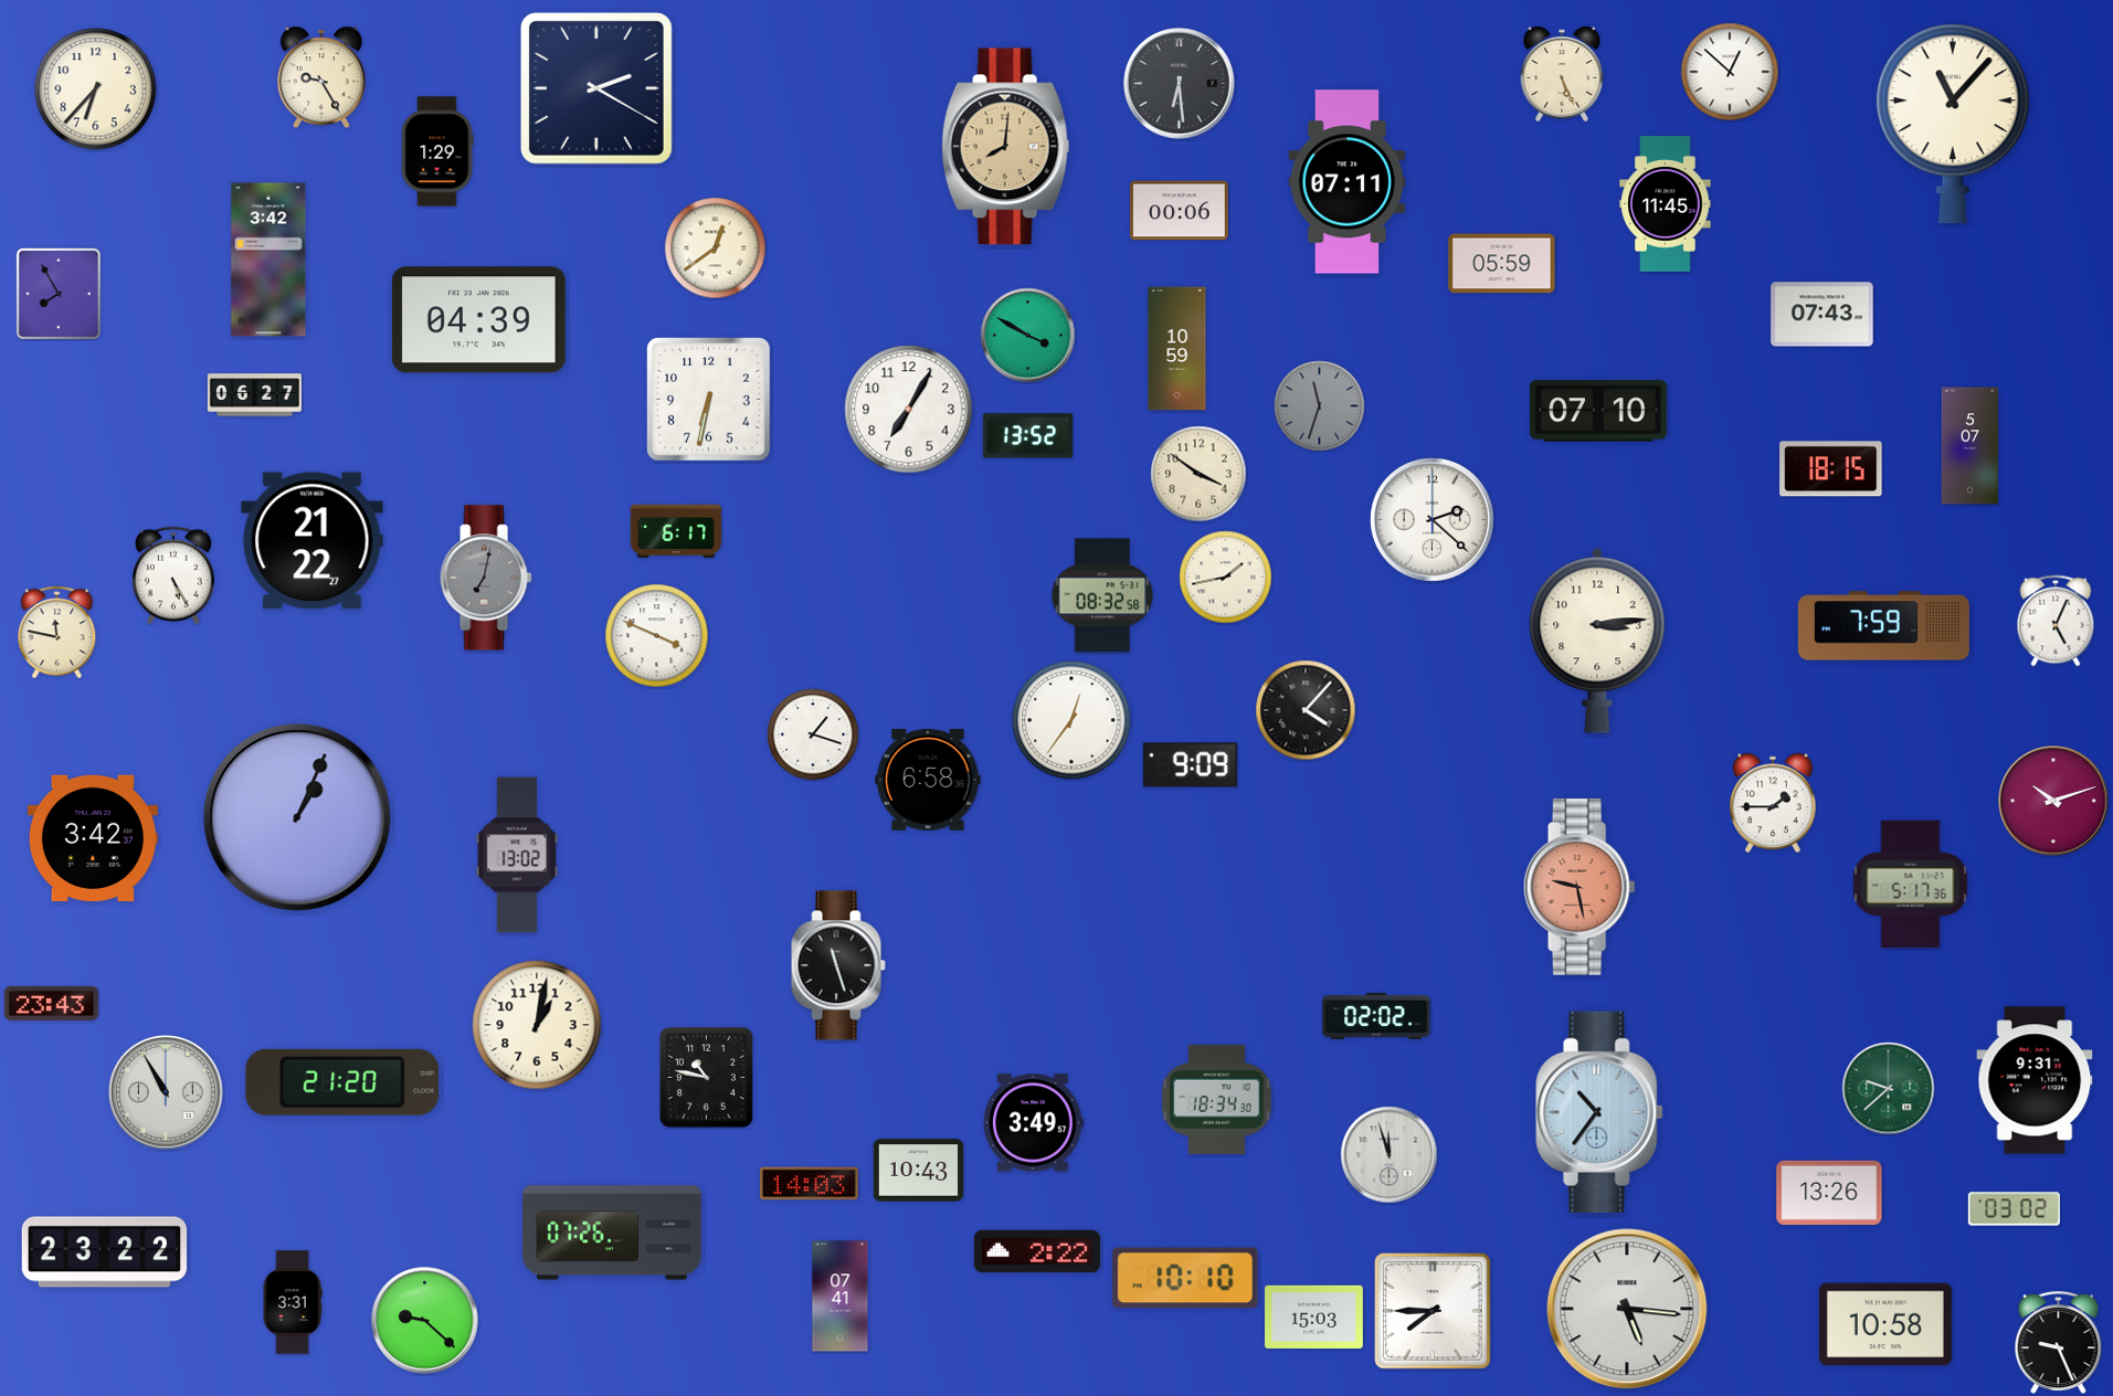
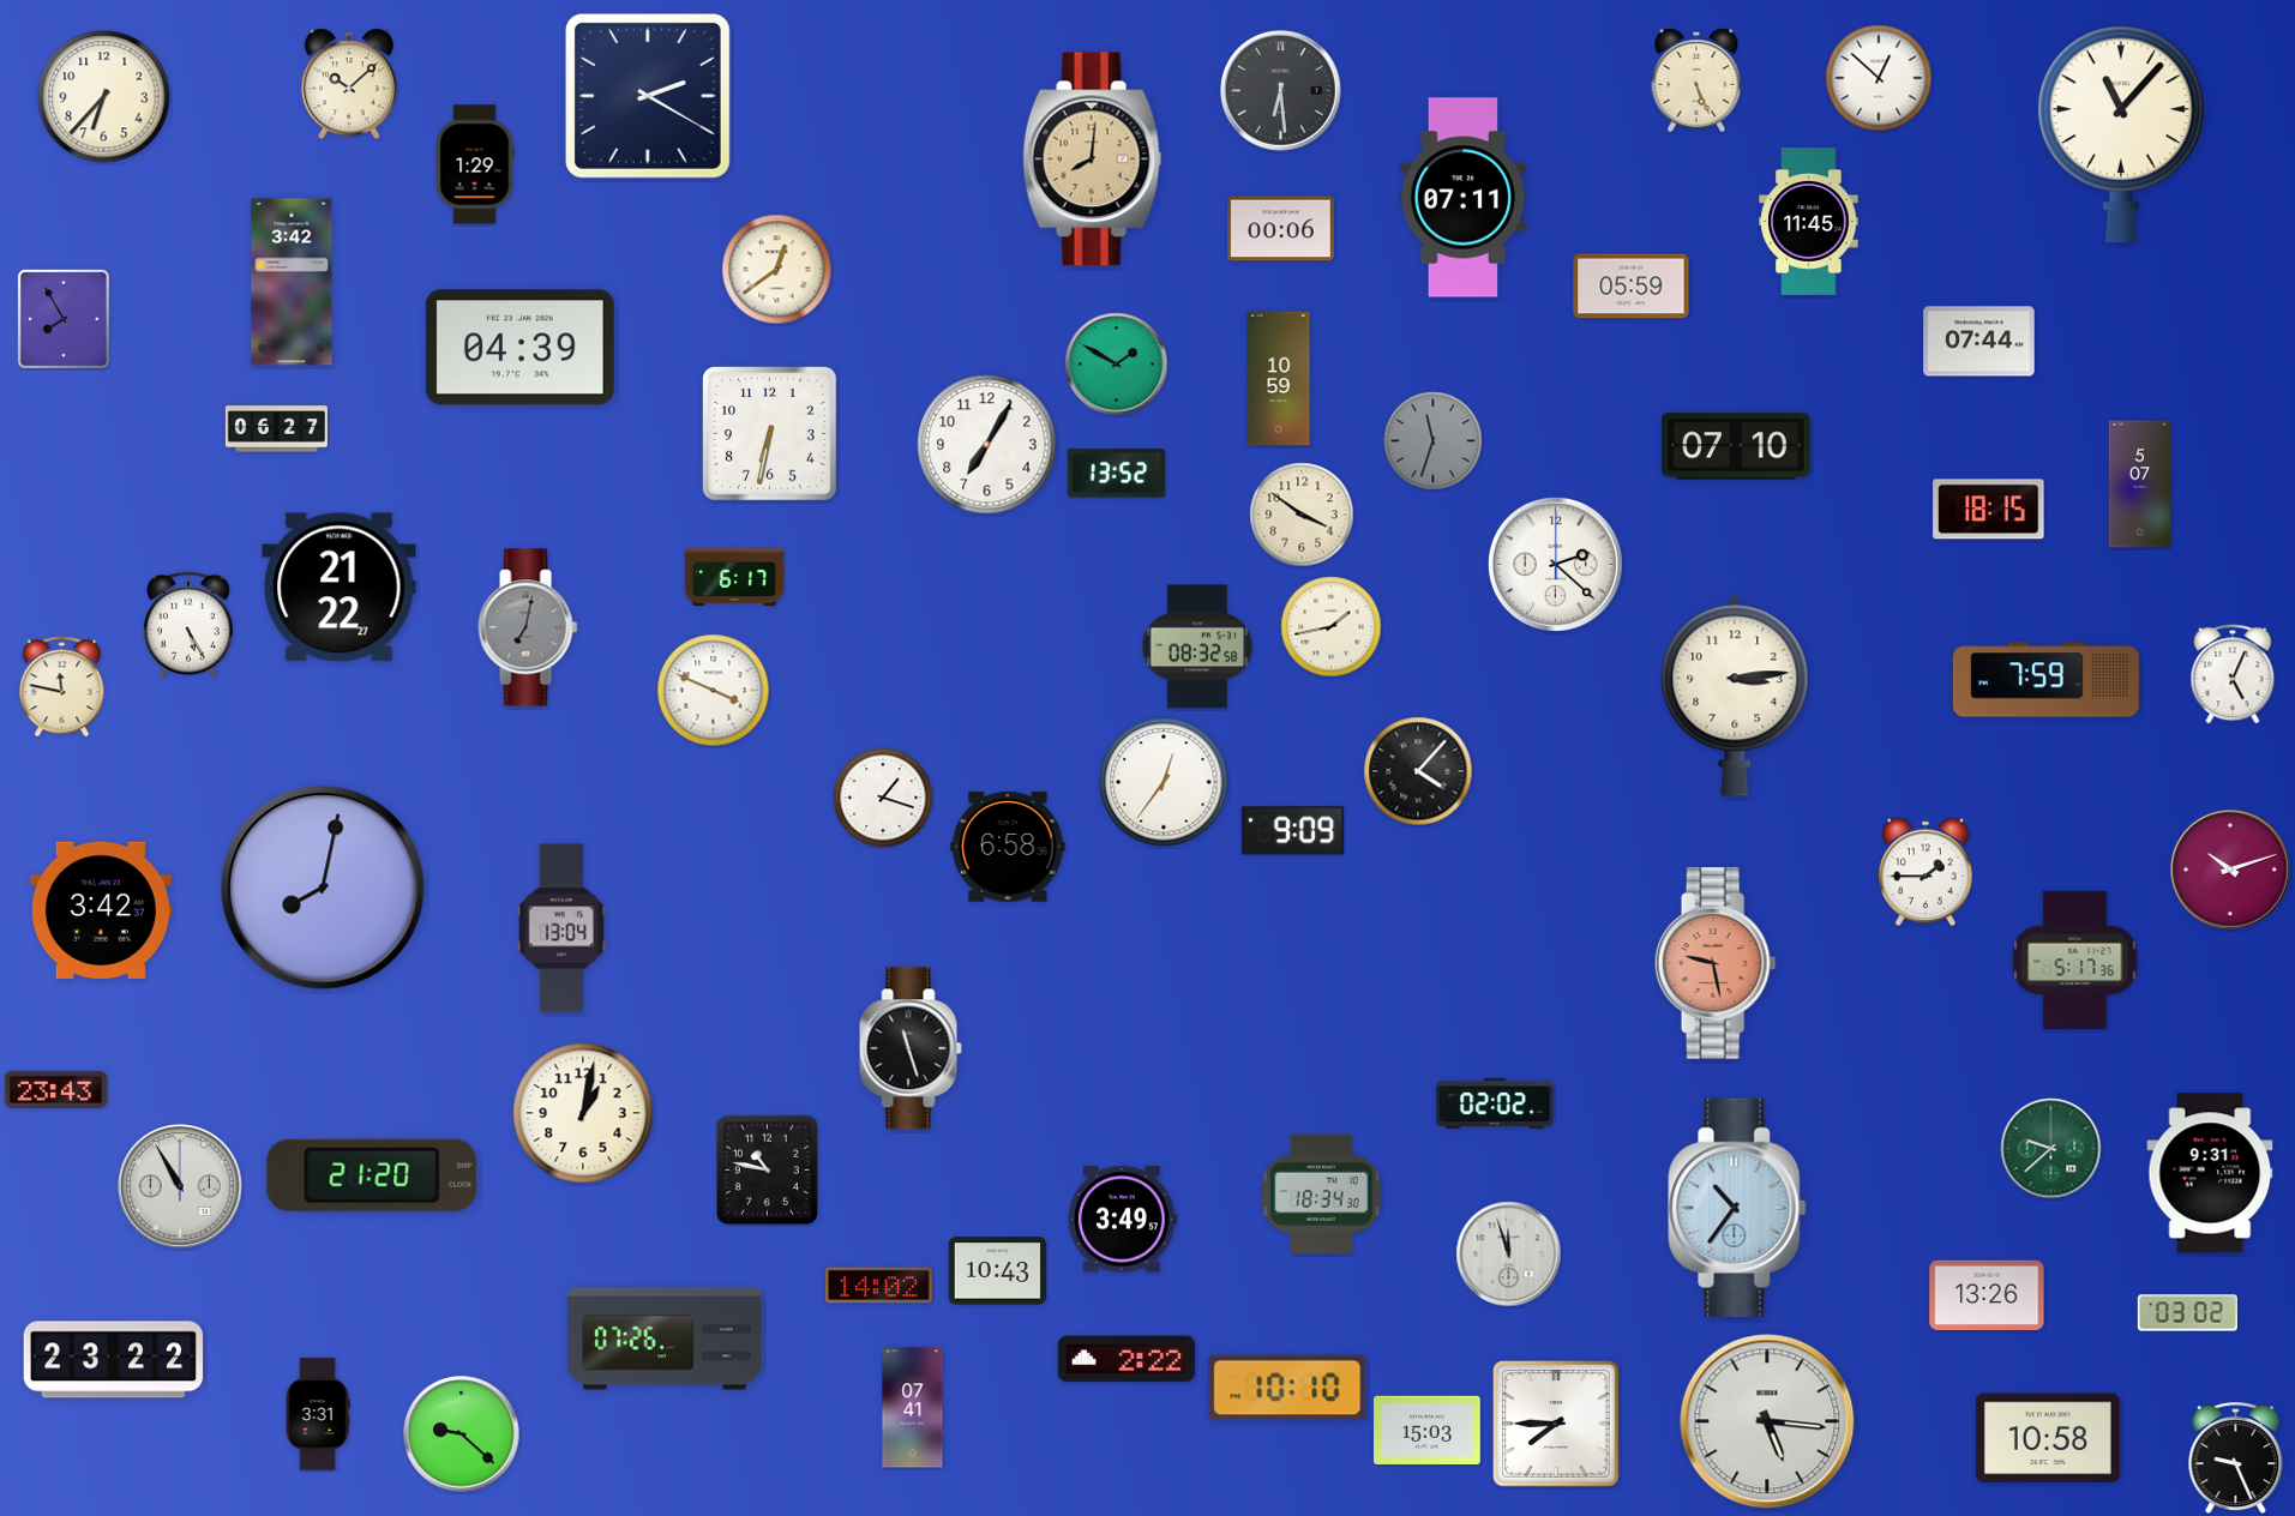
clock at (321, 77): 9:25 -> 10:08
clock at (1823, 315): 07:43 -> 07:44
clock at (1028, 336): 3:50 -> 1:50
clock at (297, 817): 1:04 -> 8:02
clock at (517, 855): 13:02 -> 13:04
clock at (1889, 1089) position: (1889, 1089) -> (2051, 1149)
clock at (810, 1184): 14:03 -> 14:02
